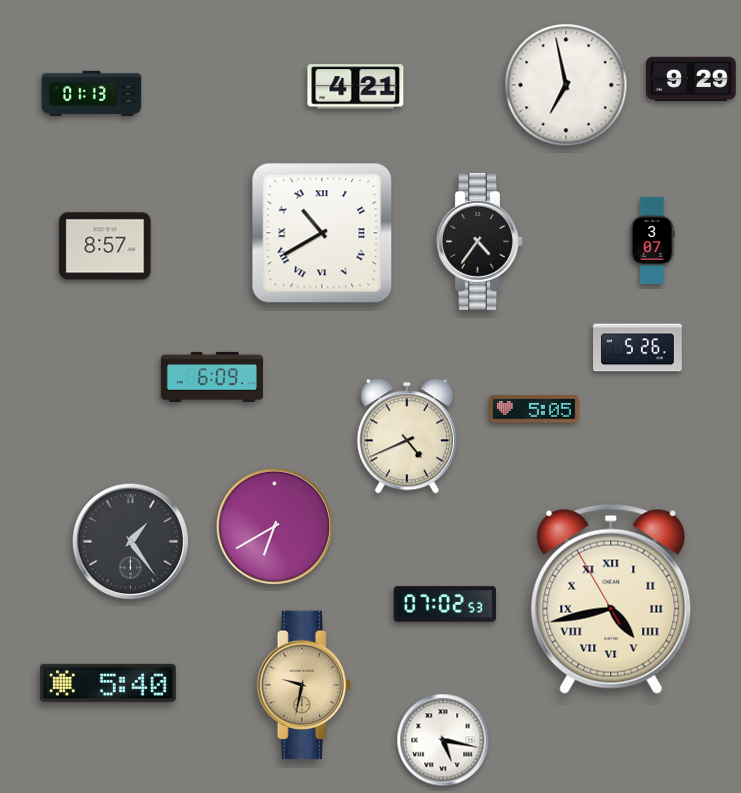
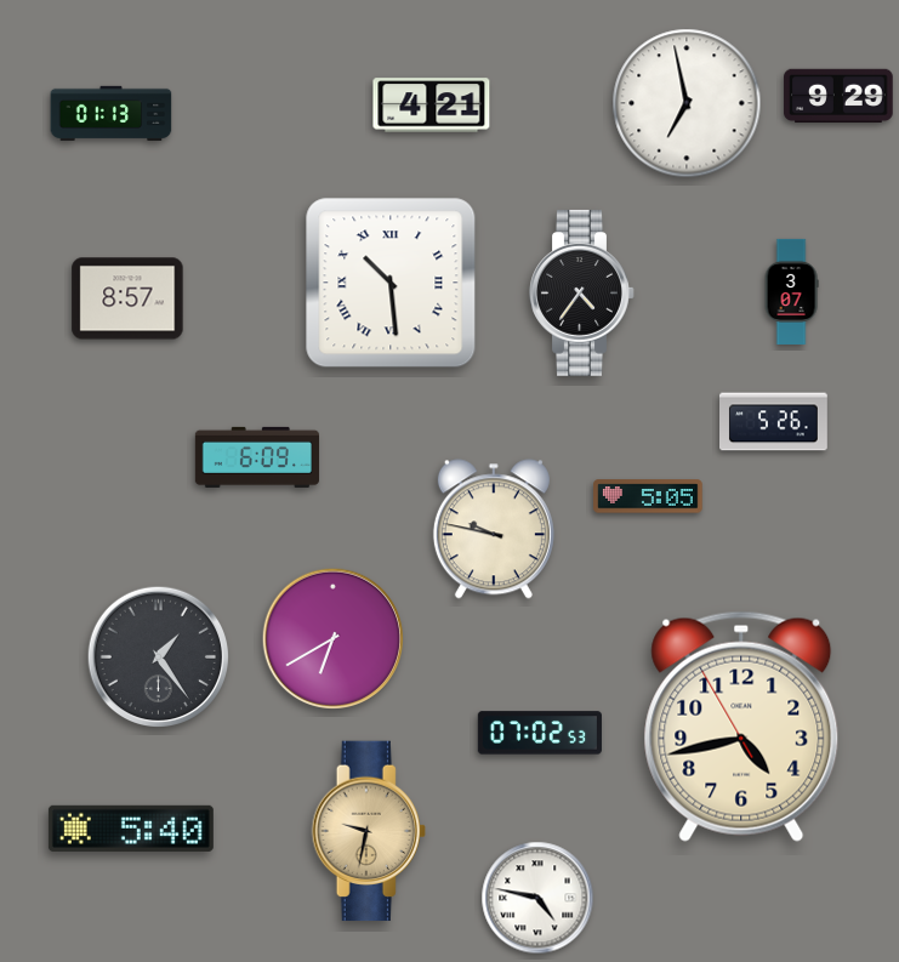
clock at (322, 233): 10:40 -> 10:29
clock at (407, 436): 4:41 -> 9:47
clock at (611, 599) numerals: Roman -> Arabic
clock at (443, 740): 5:17 -> 4:47
